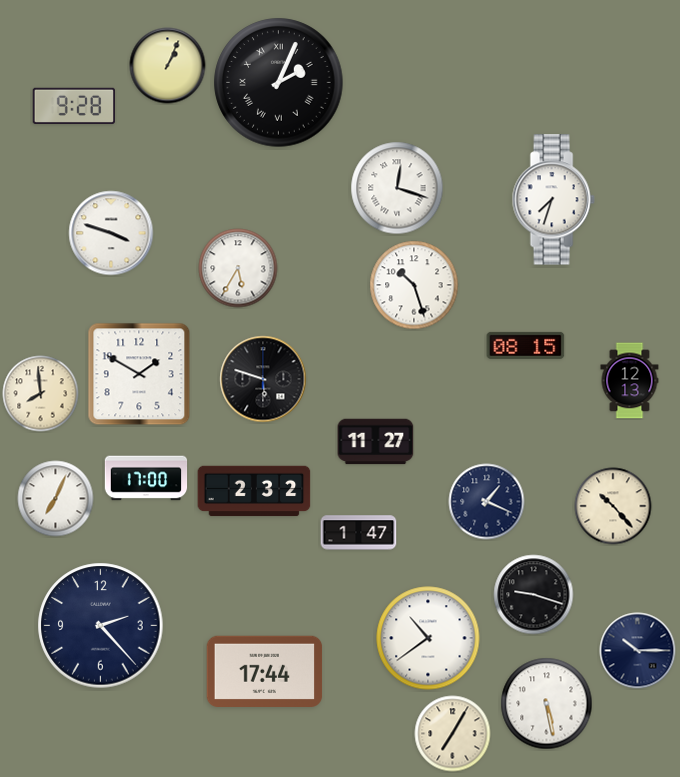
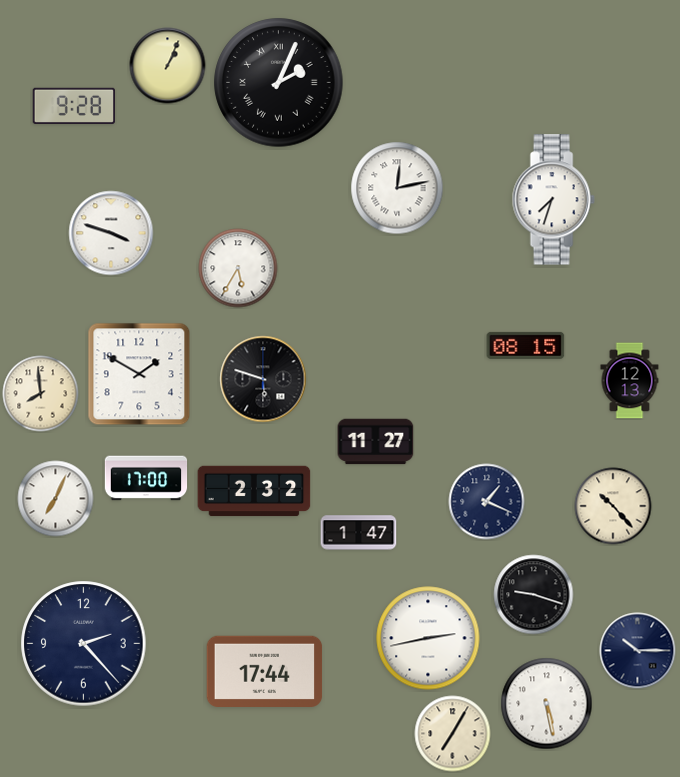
clock at (397, 188): 12:18 -> 12:13
clock at (414, 285): 10:27 -> none
clock at (101, 626) position: (101, 626) -> (84, 644)
clock at (428, 638): 10:39 -> 2:43
